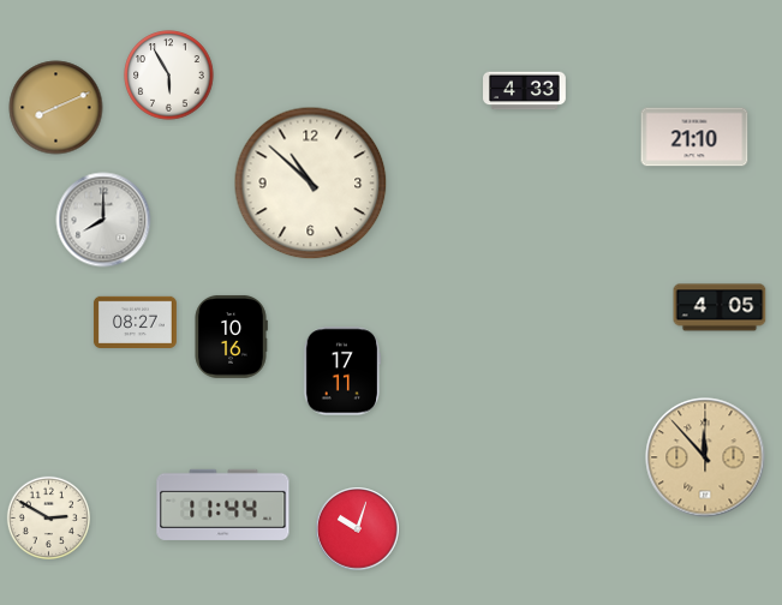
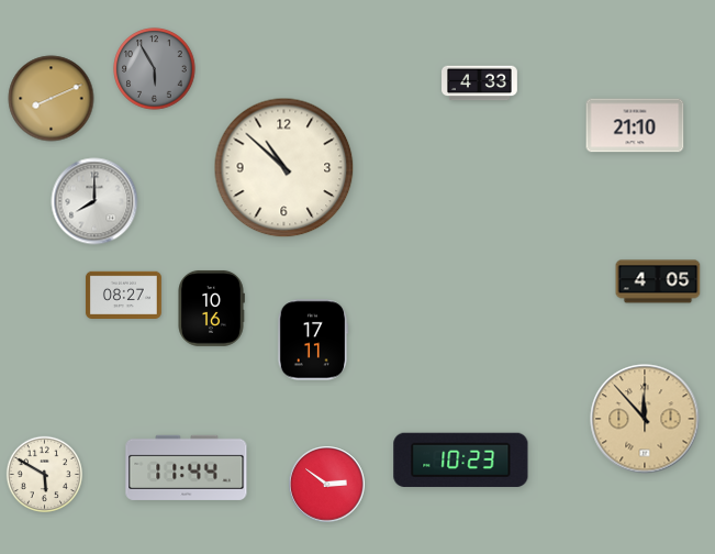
clock at (169, 76) dial: white -> grey
clock at (461, 459): none -> 10:23
clock at (223, 504) position: (223, 504) -> (187, 467)
clock at (48, 517): 2:50 -> 5:50
clock at (358, 529): 10:03 -> 2:51
